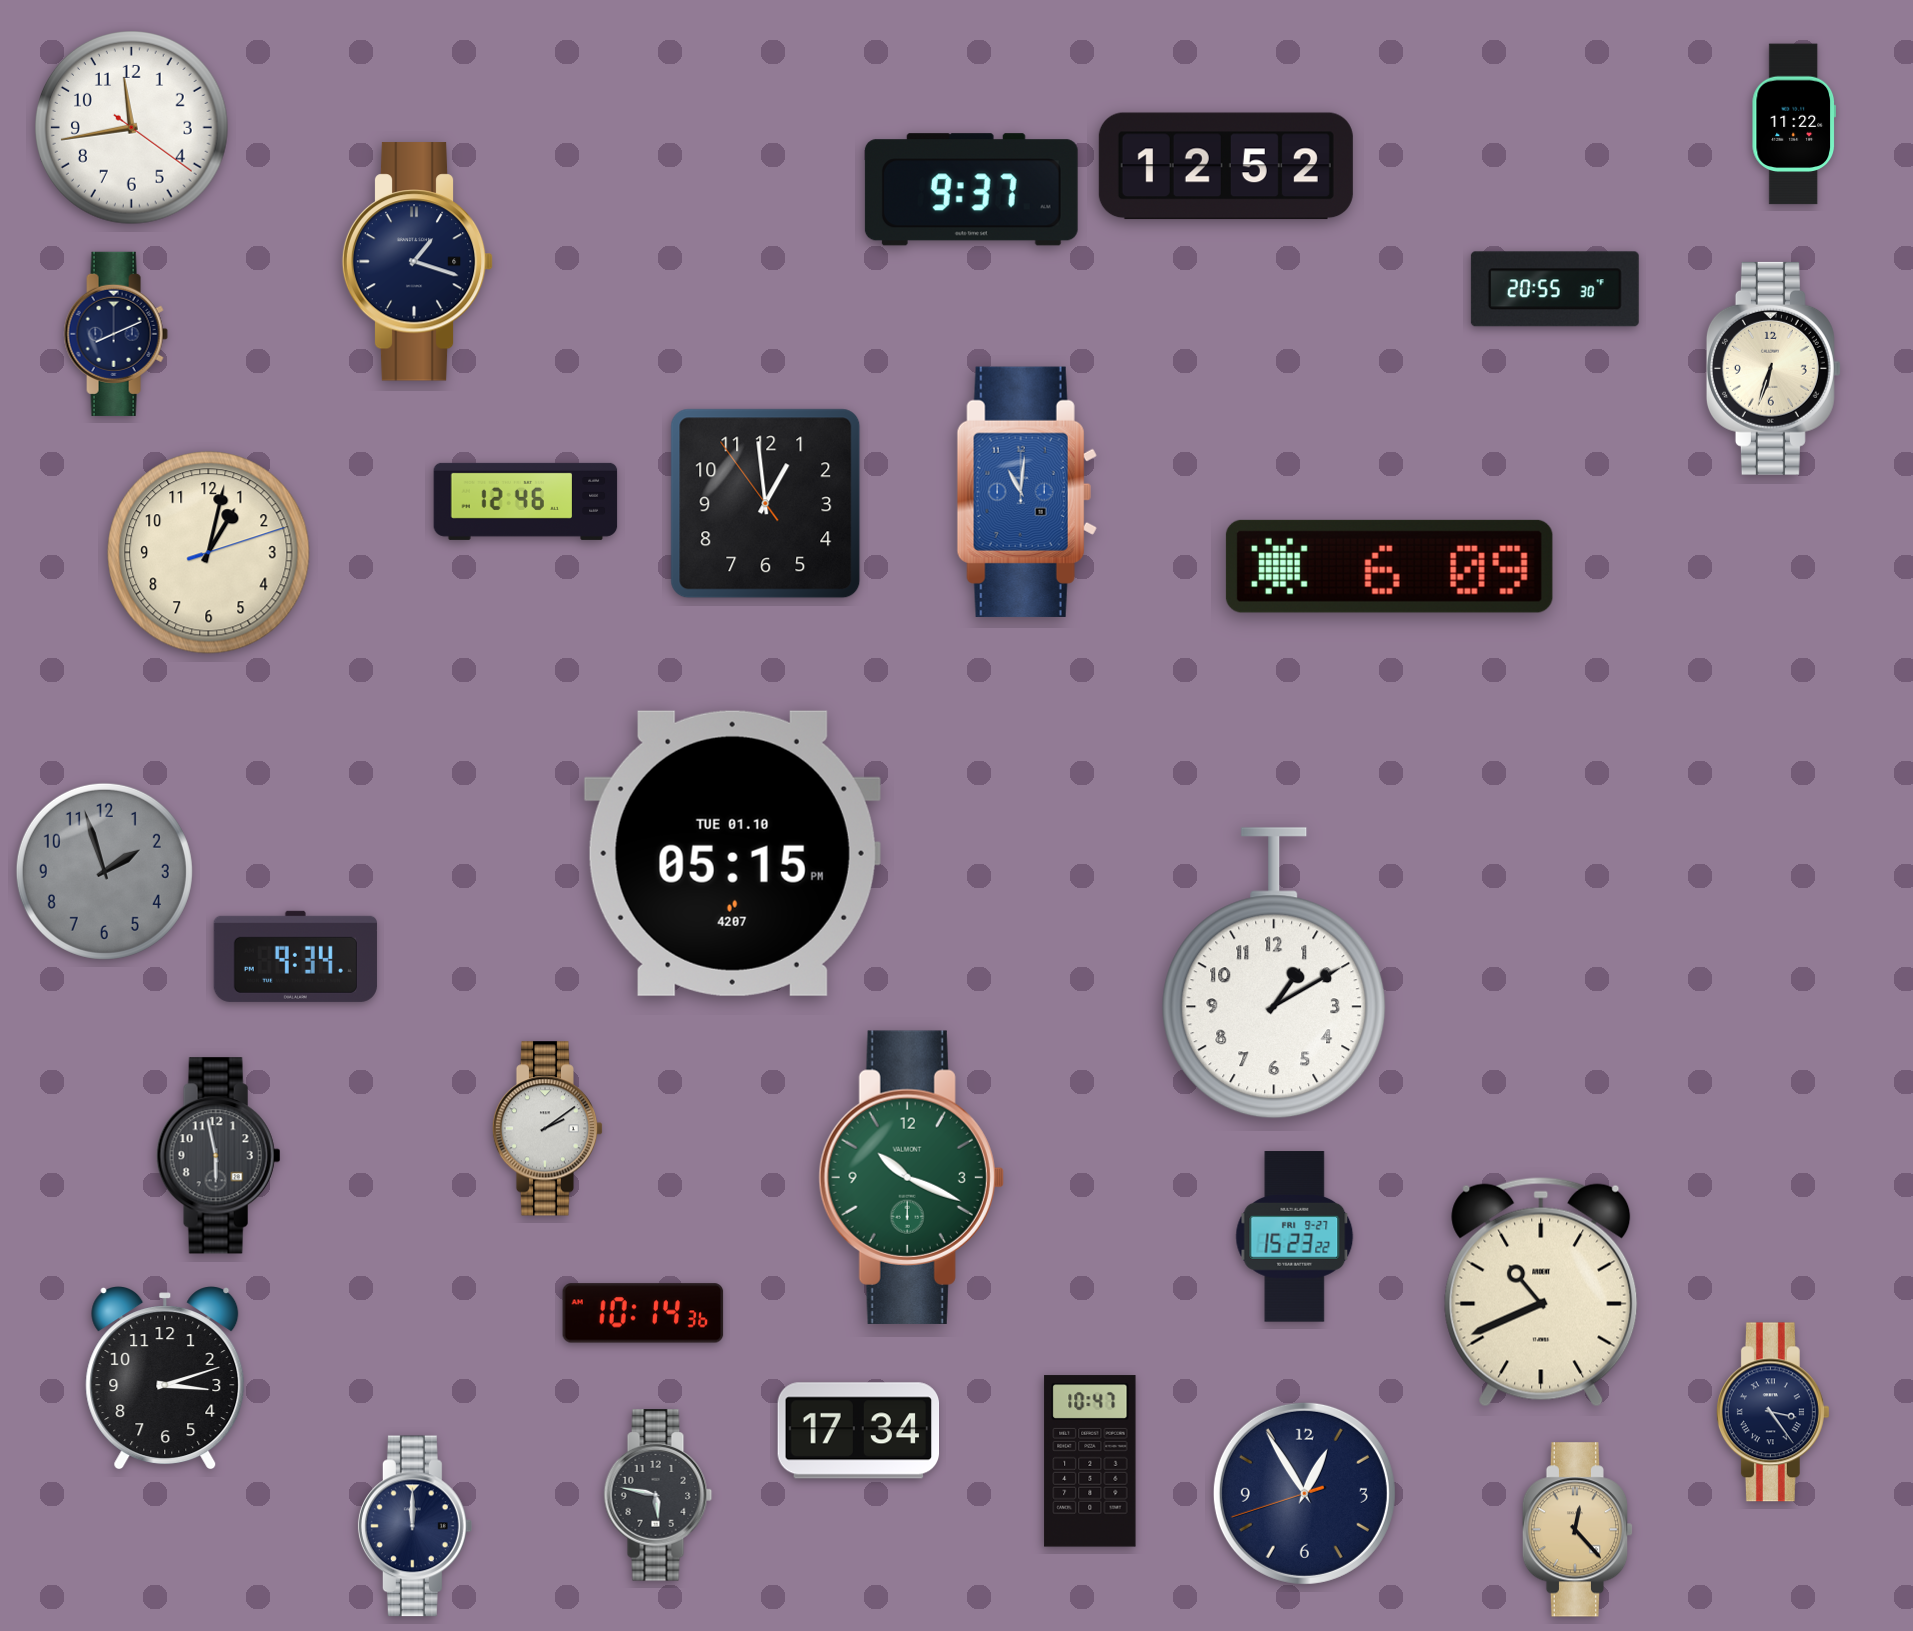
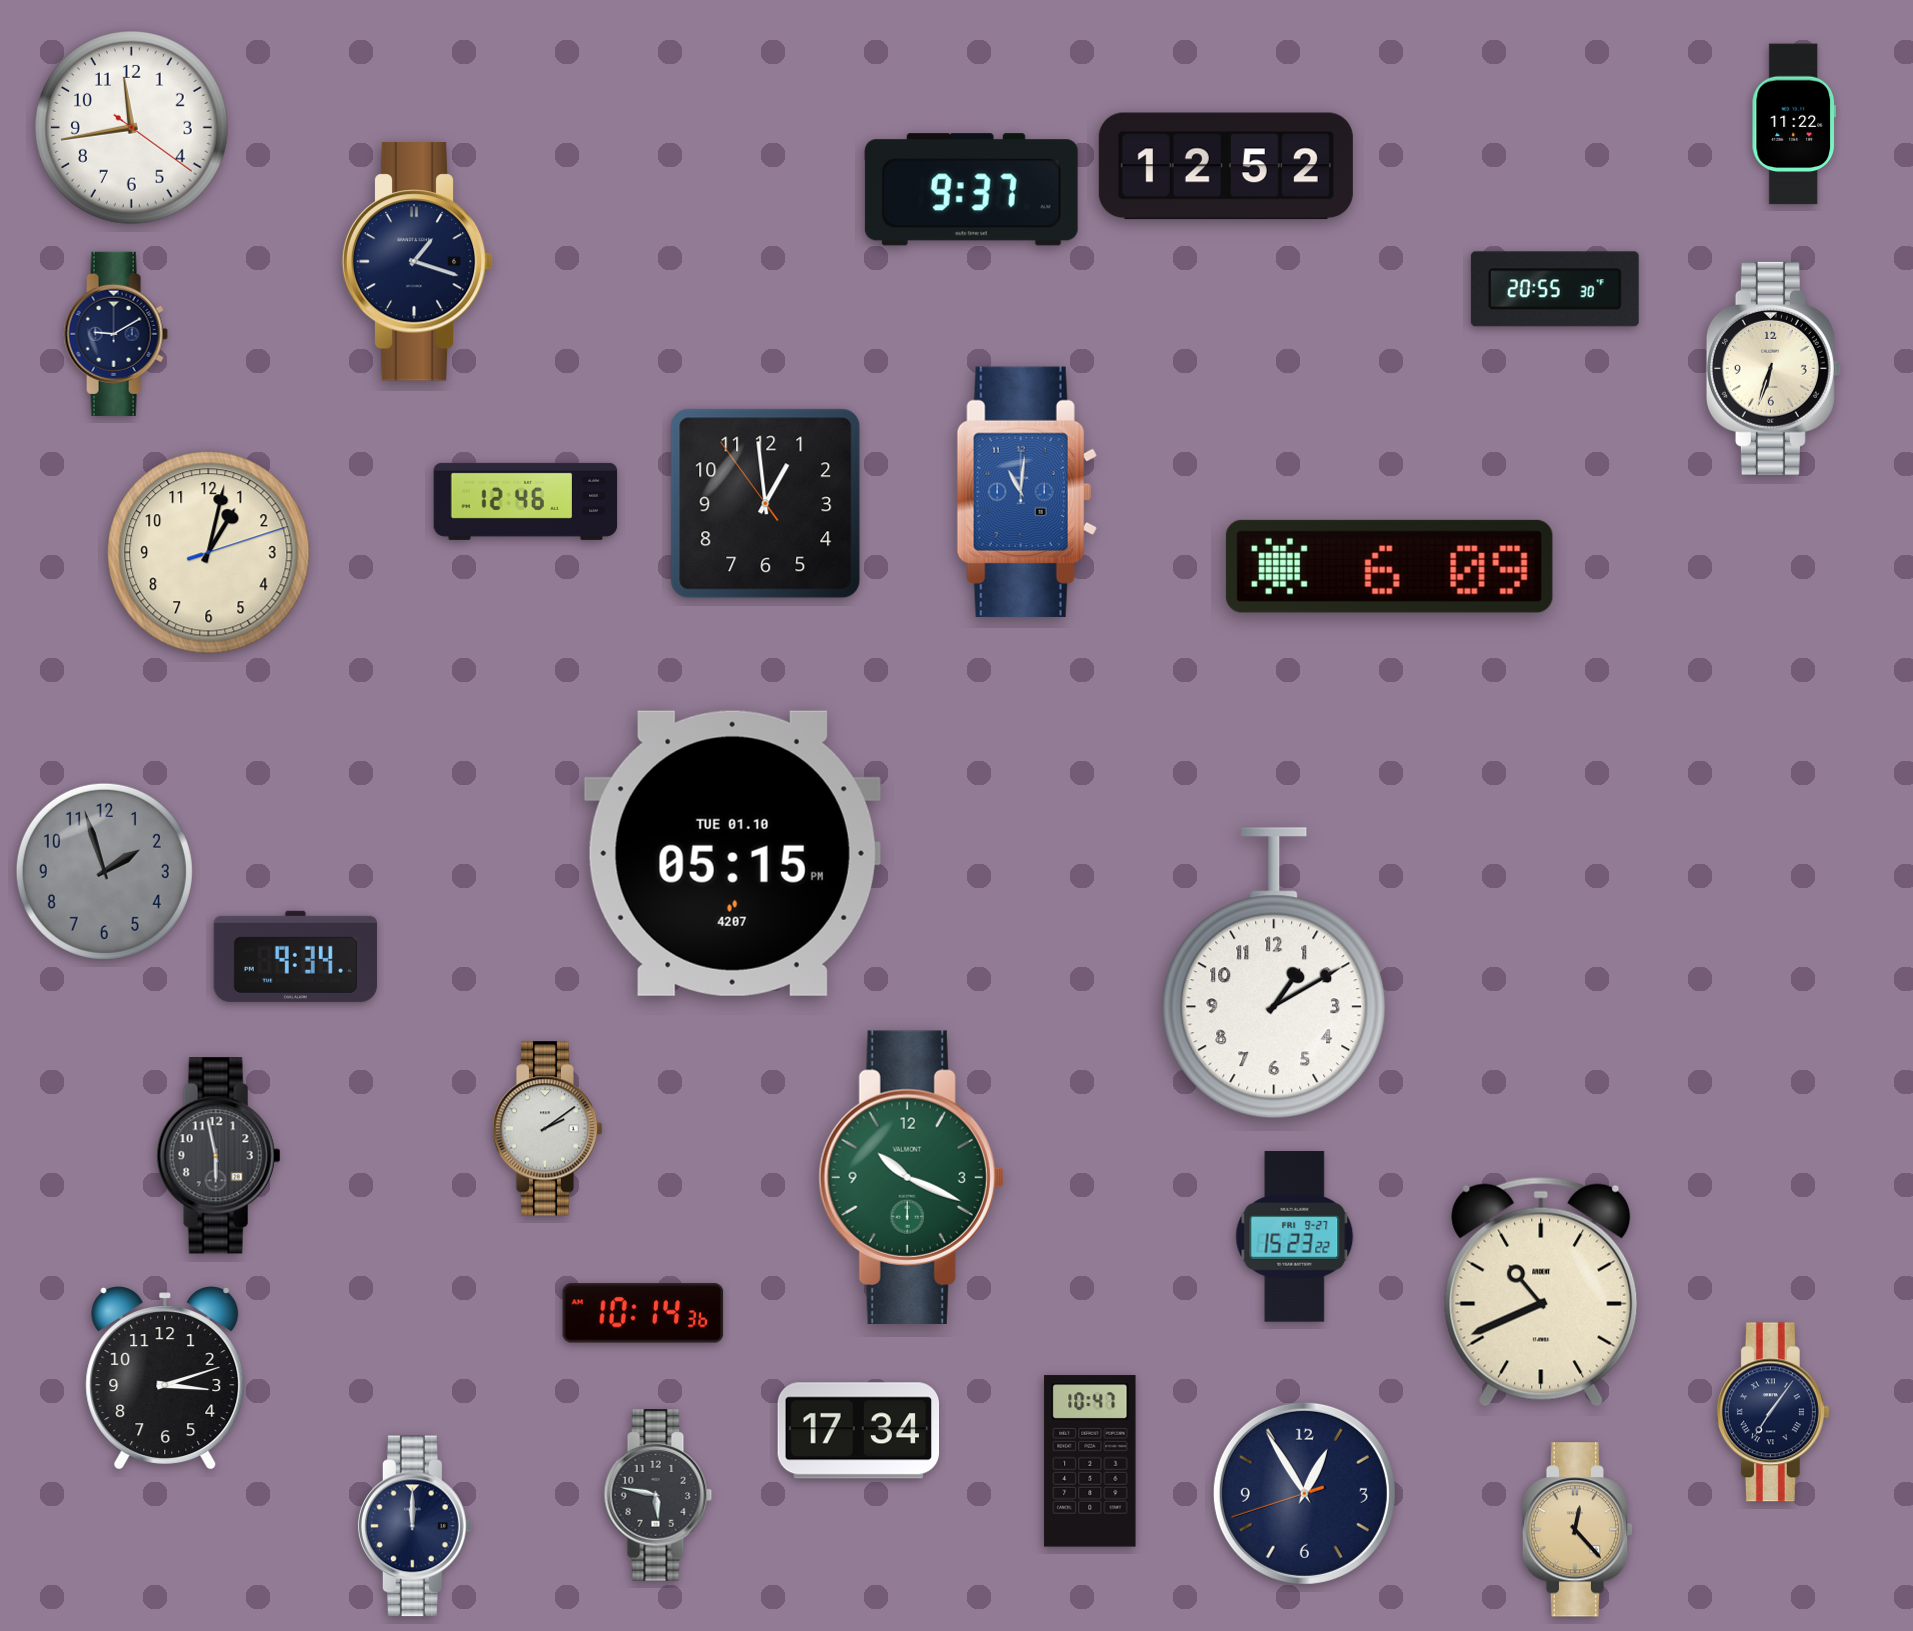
clock at (116, 334): 8:11 -> 9:10
clock at (1773, 1412): 3:24 -> 7:06
